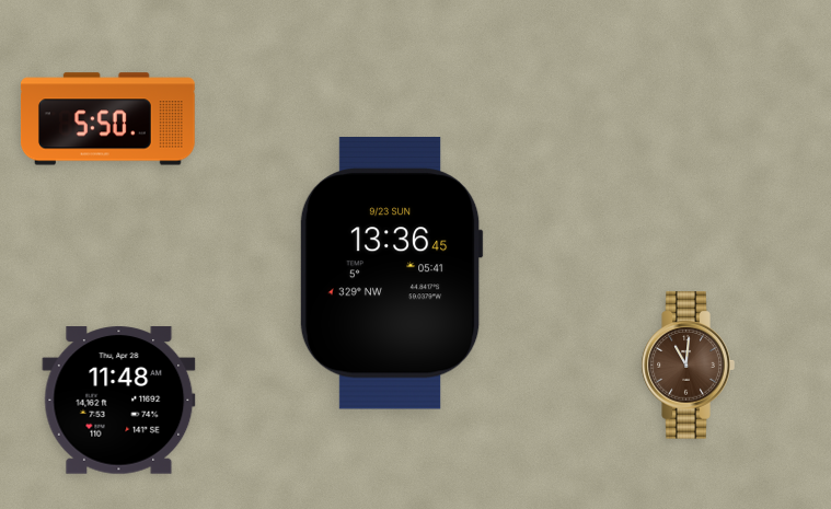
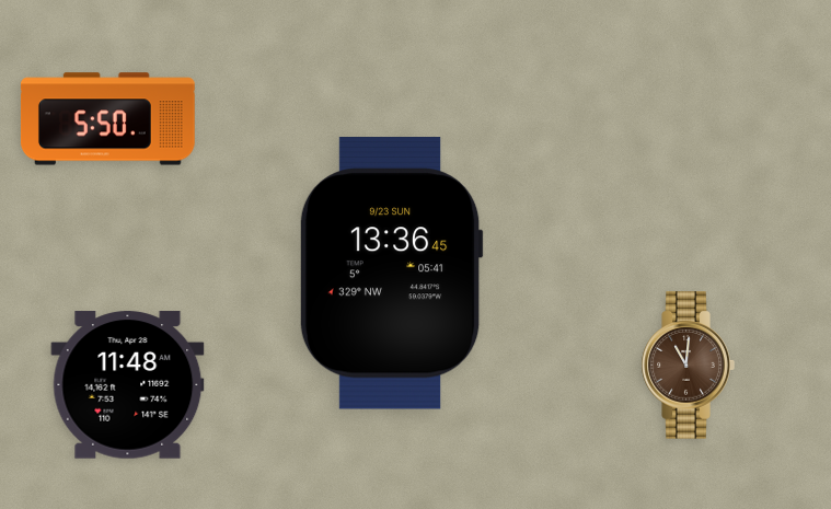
clock at (119, 401) position: (119, 401) -> (128, 385)
